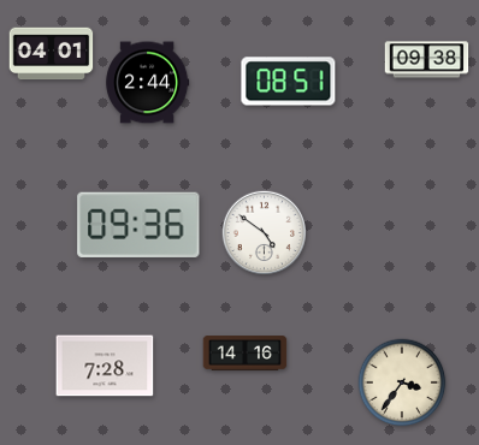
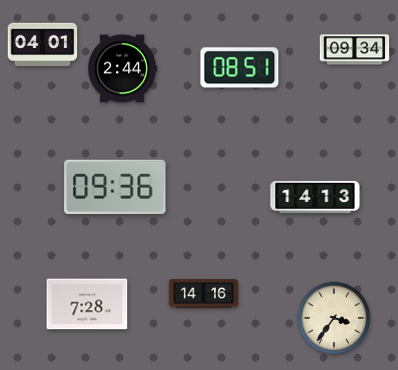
clock at (427, 60): 09:38 -> 09:34
clock at (265, 233): 4:51 -> none
clock at (315, 197): none -> 14:13
